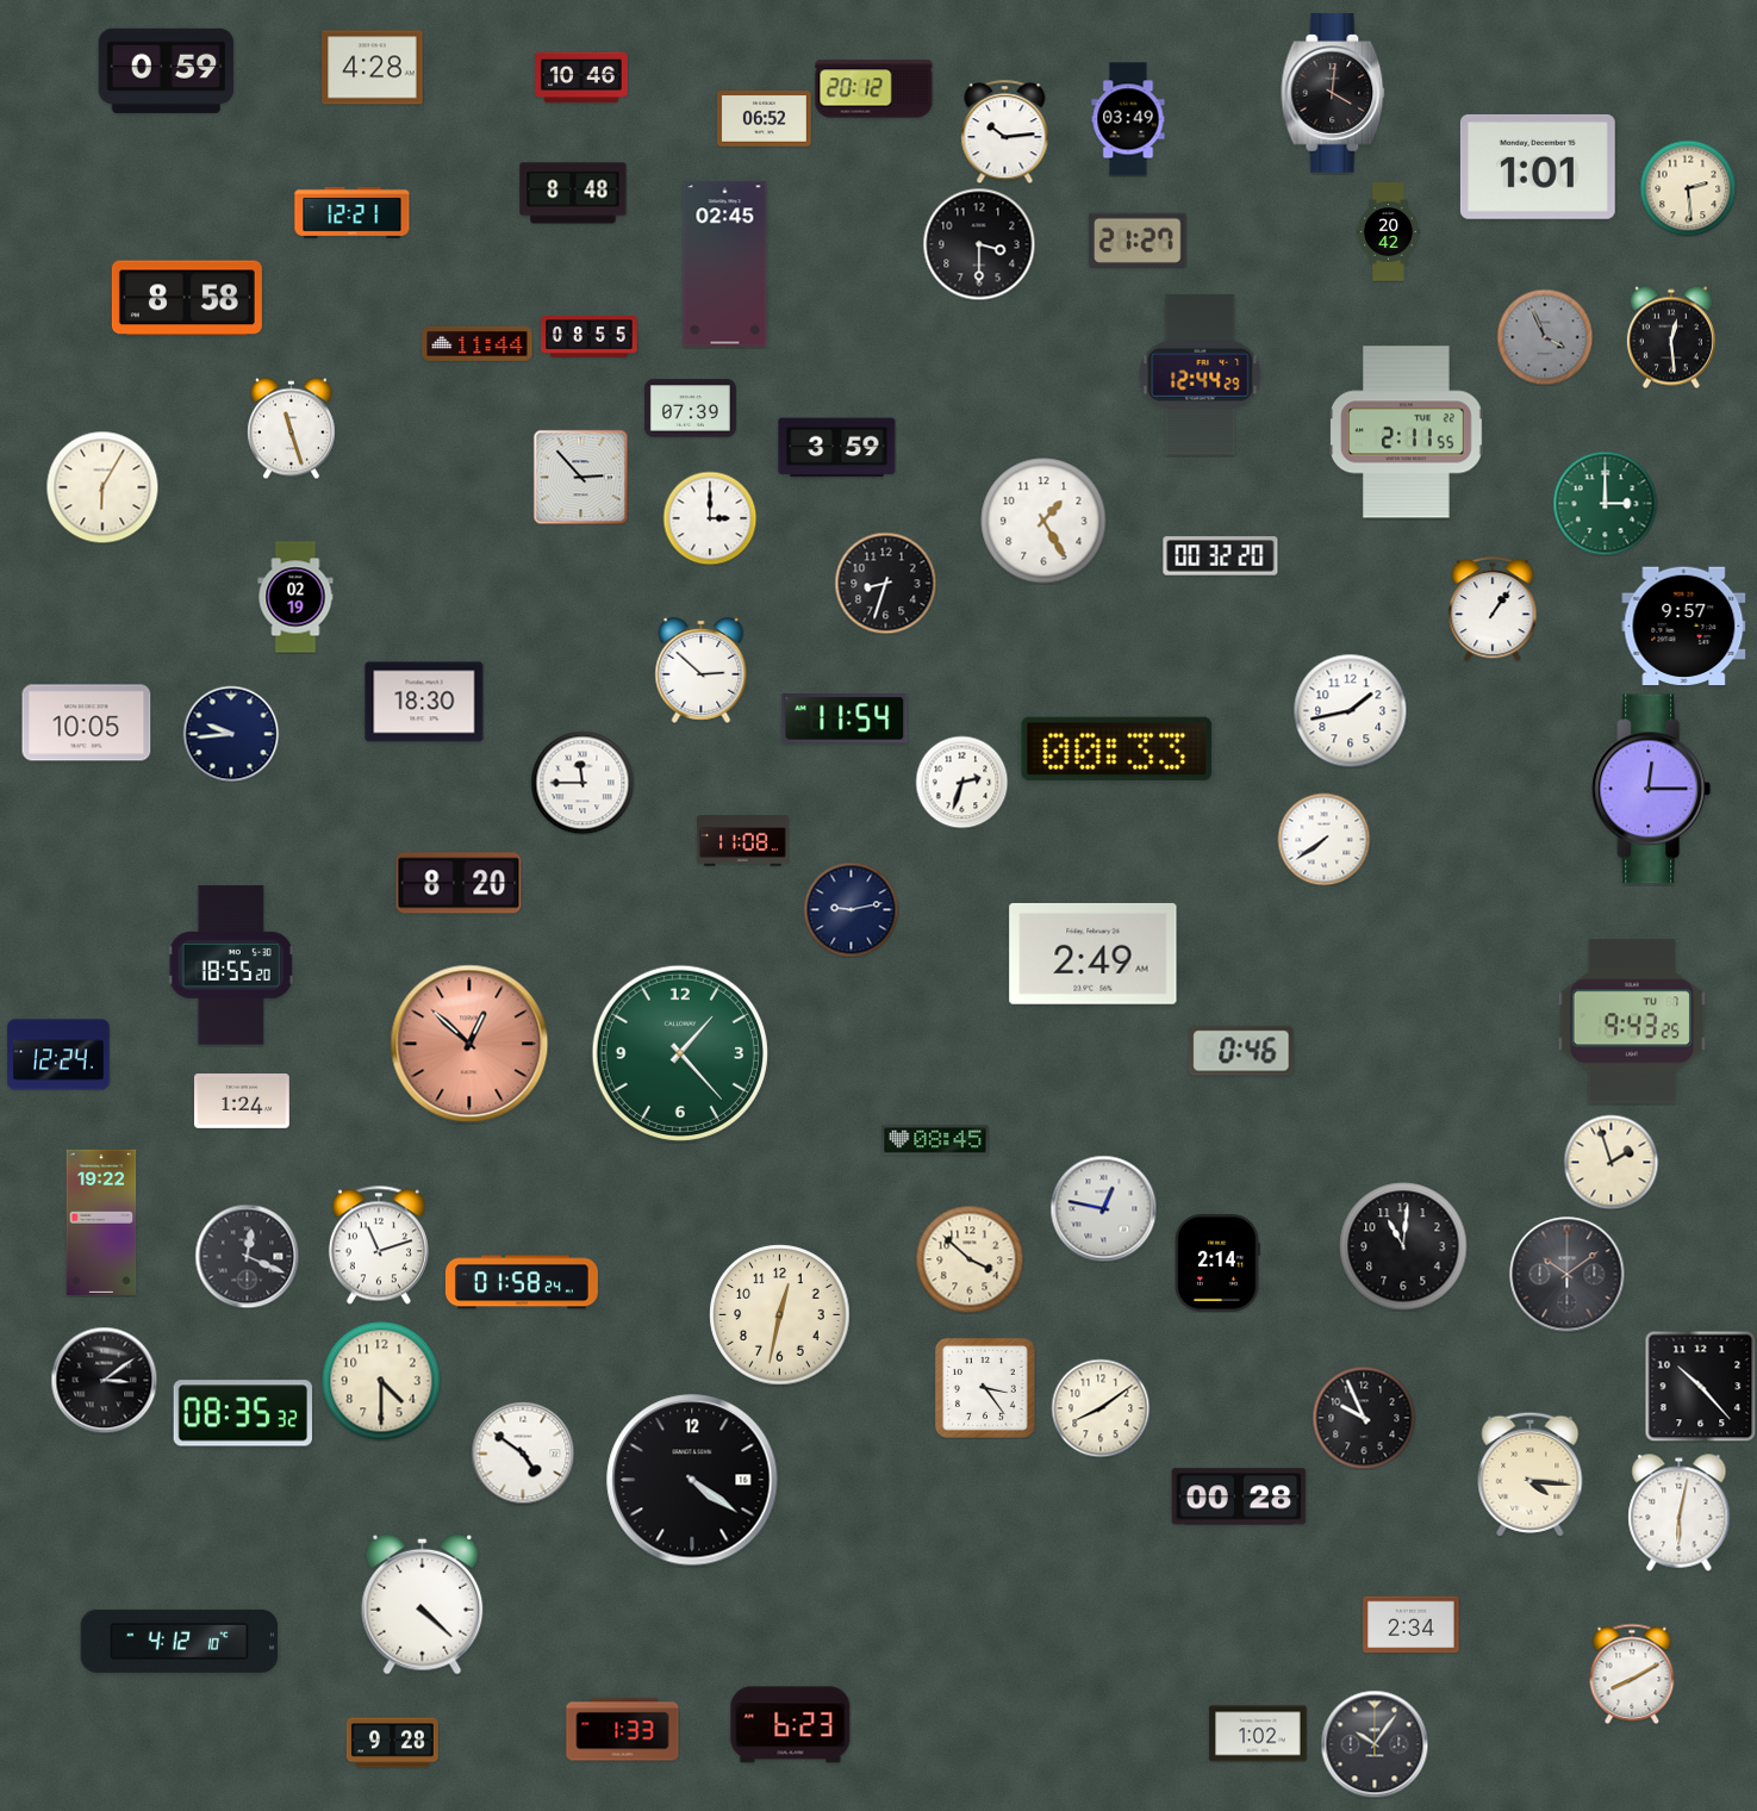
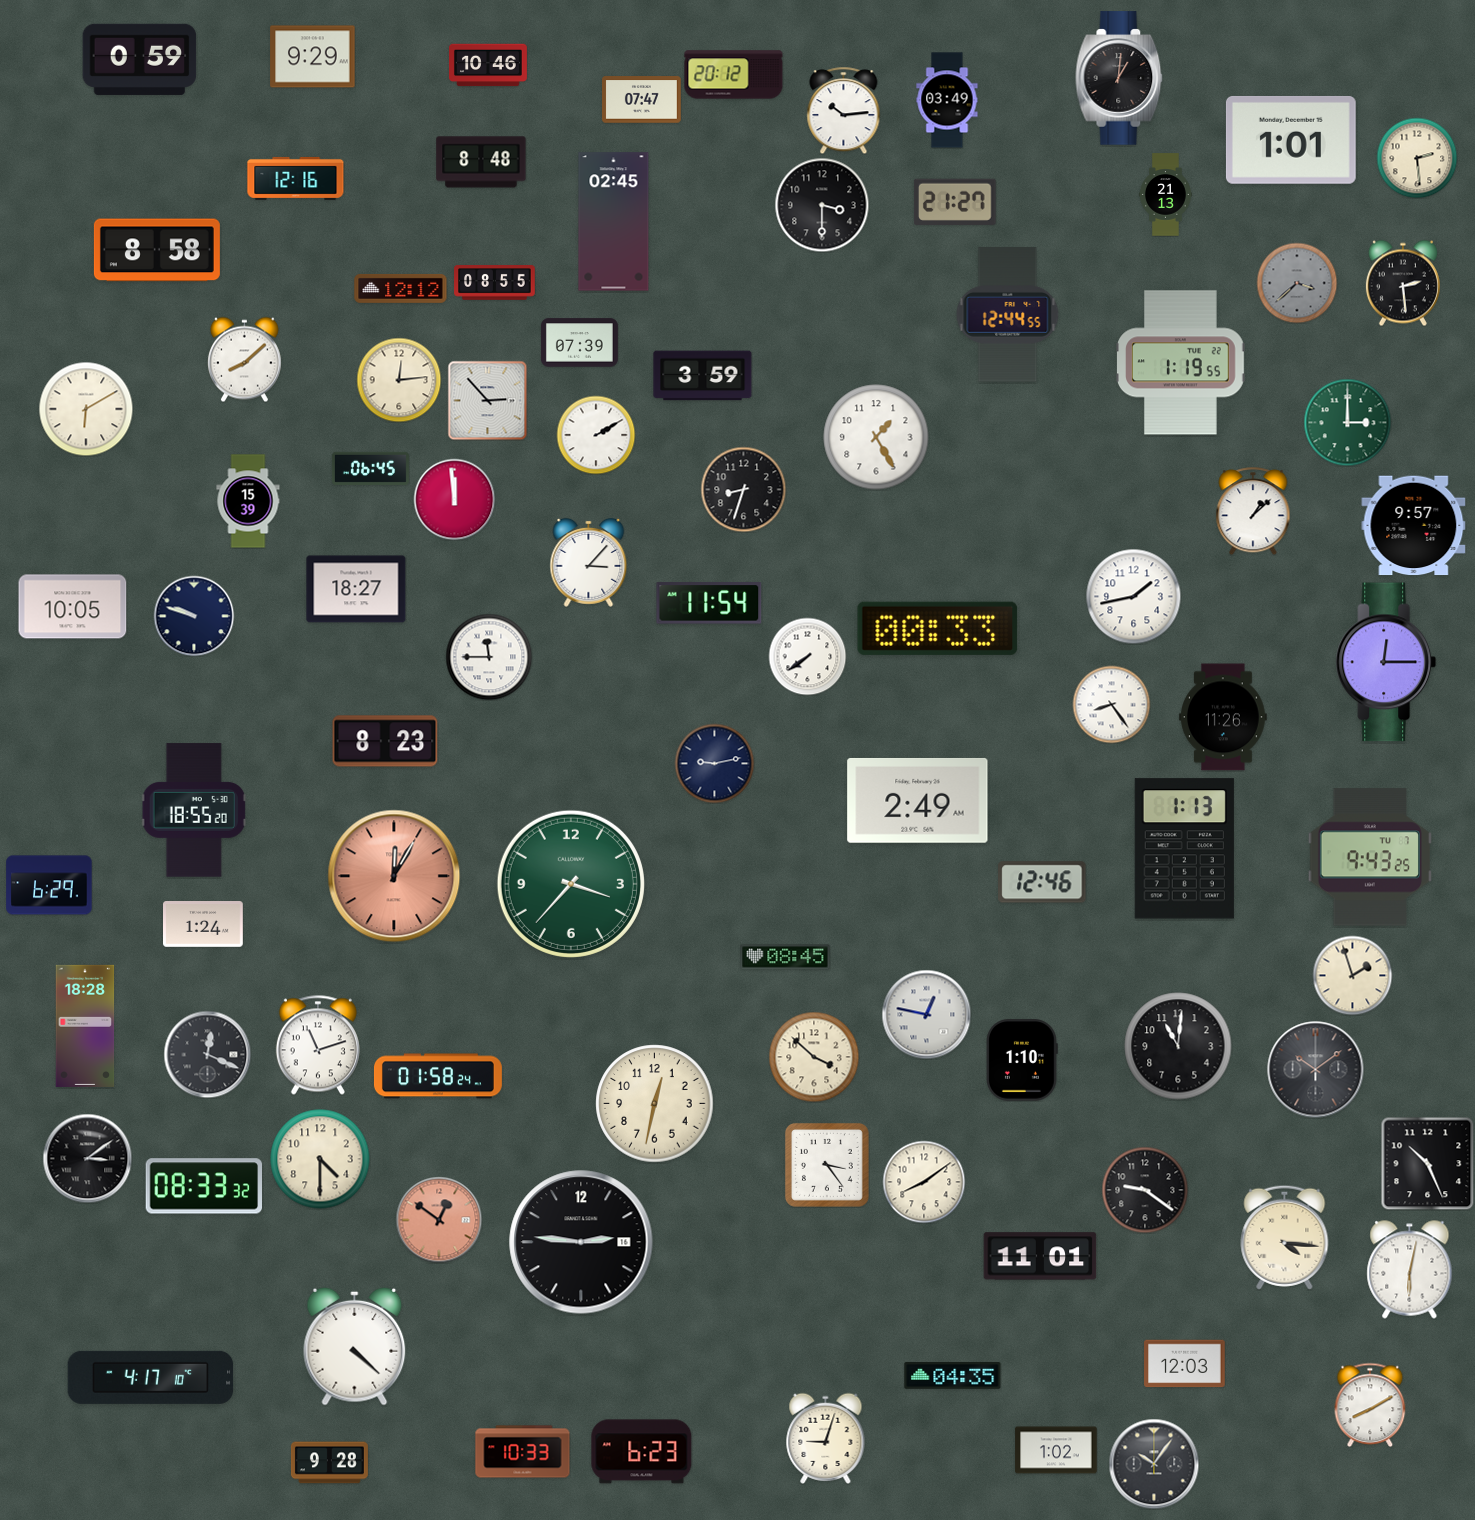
clock at (373, 68): 4:28 -> 9:29
clock at (1333, 93): 4:01 -> 1:01
clock at (765, 119): 06:52 -> 07:47
clock at (353, 212): 12:21 -> 12:16
clock at (1388, 232): 20:42 -> 21:13
clock at (725, 265) position: (725, 265) -> (614, 222)
clock at (1545, 337): 3:56 -> 3:38
clock at (1671, 337): 12:29 -> 2:29
clock at (478, 343): 11:44 -> 12:12
clock at (1201, 375): 12:44:29 -> 12:44:55
clock at (291, 428): 11:27 -> 8:08
clock at (1407, 432): 2:11 -> 1:19
clock at (399, 380): none -> 12:14
clock at (102, 487): 6:05 -> 6:10
clock at (710, 518): 3:00 -> 2:10
clock at (1221, 556): 00:32 -> none
clock at (370, 468): none -> 06:45
clock at (454, 499): none -> 11:59
clock at (295, 597): 02:19 -> 15:39
clock at (1493, 609): 1:06 -> 1:08
clock at (702, 670): 2:52 -> 3:07
clock at (424, 702): 18:30 -> 18:27
clock at (231, 734): 9:44 -> 9:48
clock at (961, 782): 2:33 -> 7:39
clock at (1323, 839): 7:39 -> 8:24
clock at (742, 841): 11:08 -> none
clock at (1223, 717): none -> 11:26
clock at (459, 883): 8:20 -> 8:23
clock at (1184, 849): none -> 1:13
clock at (469, 1044): 12:52 -> 12:05
clock at (1241, 1051): 0:46 -> 12:46
clock at (680, 1053): 1:23 -> 3:37
clock at (58, 1054): 12:24 -> 6:29
clock at (101, 1222): 19:22 -> 18:28
clock at (1217, 1263): 2:14 -> 1:10
clock at (1700, 1386): 10:23 -> 10:26
clock at (242, 1413): 08:35 -> 08:33
clock at (1364, 1418): 9:56 -> 9:21
clock at (523, 1454): 4:51 -> 12:51
clock at (523, 1454) dial: white -> salmon
clock at (692, 1480): 4:21 -> 2:46
clock at (1239, 1496): 00:28 -> 11:01
clock at (1412, 1625): 2:34 -> 12:03
clock at (953, 1376): none -> 04:35
clock at (180, 1641): 4:12 -> 4:17
clock at (826, 1438): none -> 9:03
clock at (791, 1725) position: (791, 1725) -> (642, 1452)
clock at (623, 1730): 1:33 -> 10:33
clock at (1258, 1734) position: (1258, 1734) -> (1056, 1450)
